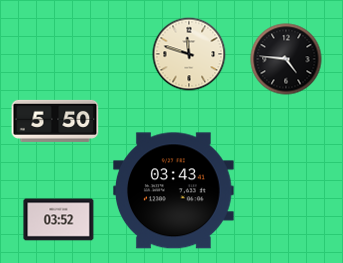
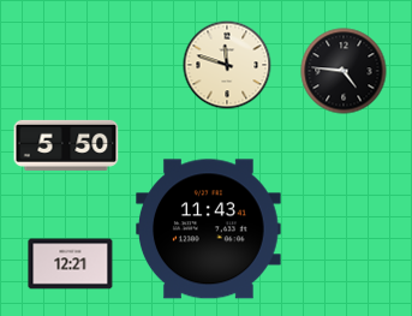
clock at (174, 191): 03:43 -> 11:43
clock at (59, 220): 03:52 -> 12:21
